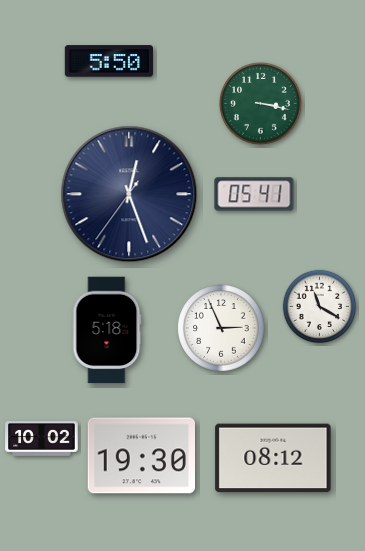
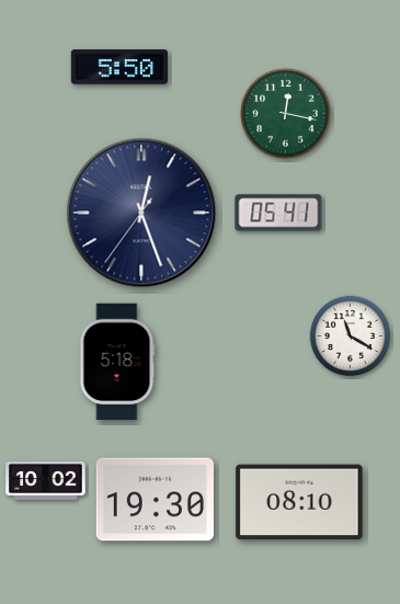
clock at (260, 103): 3:17 -> 12:17
clock at (221, 328): 2:56 -> none
clock at (273, 458): 08:12 -> 08:10
